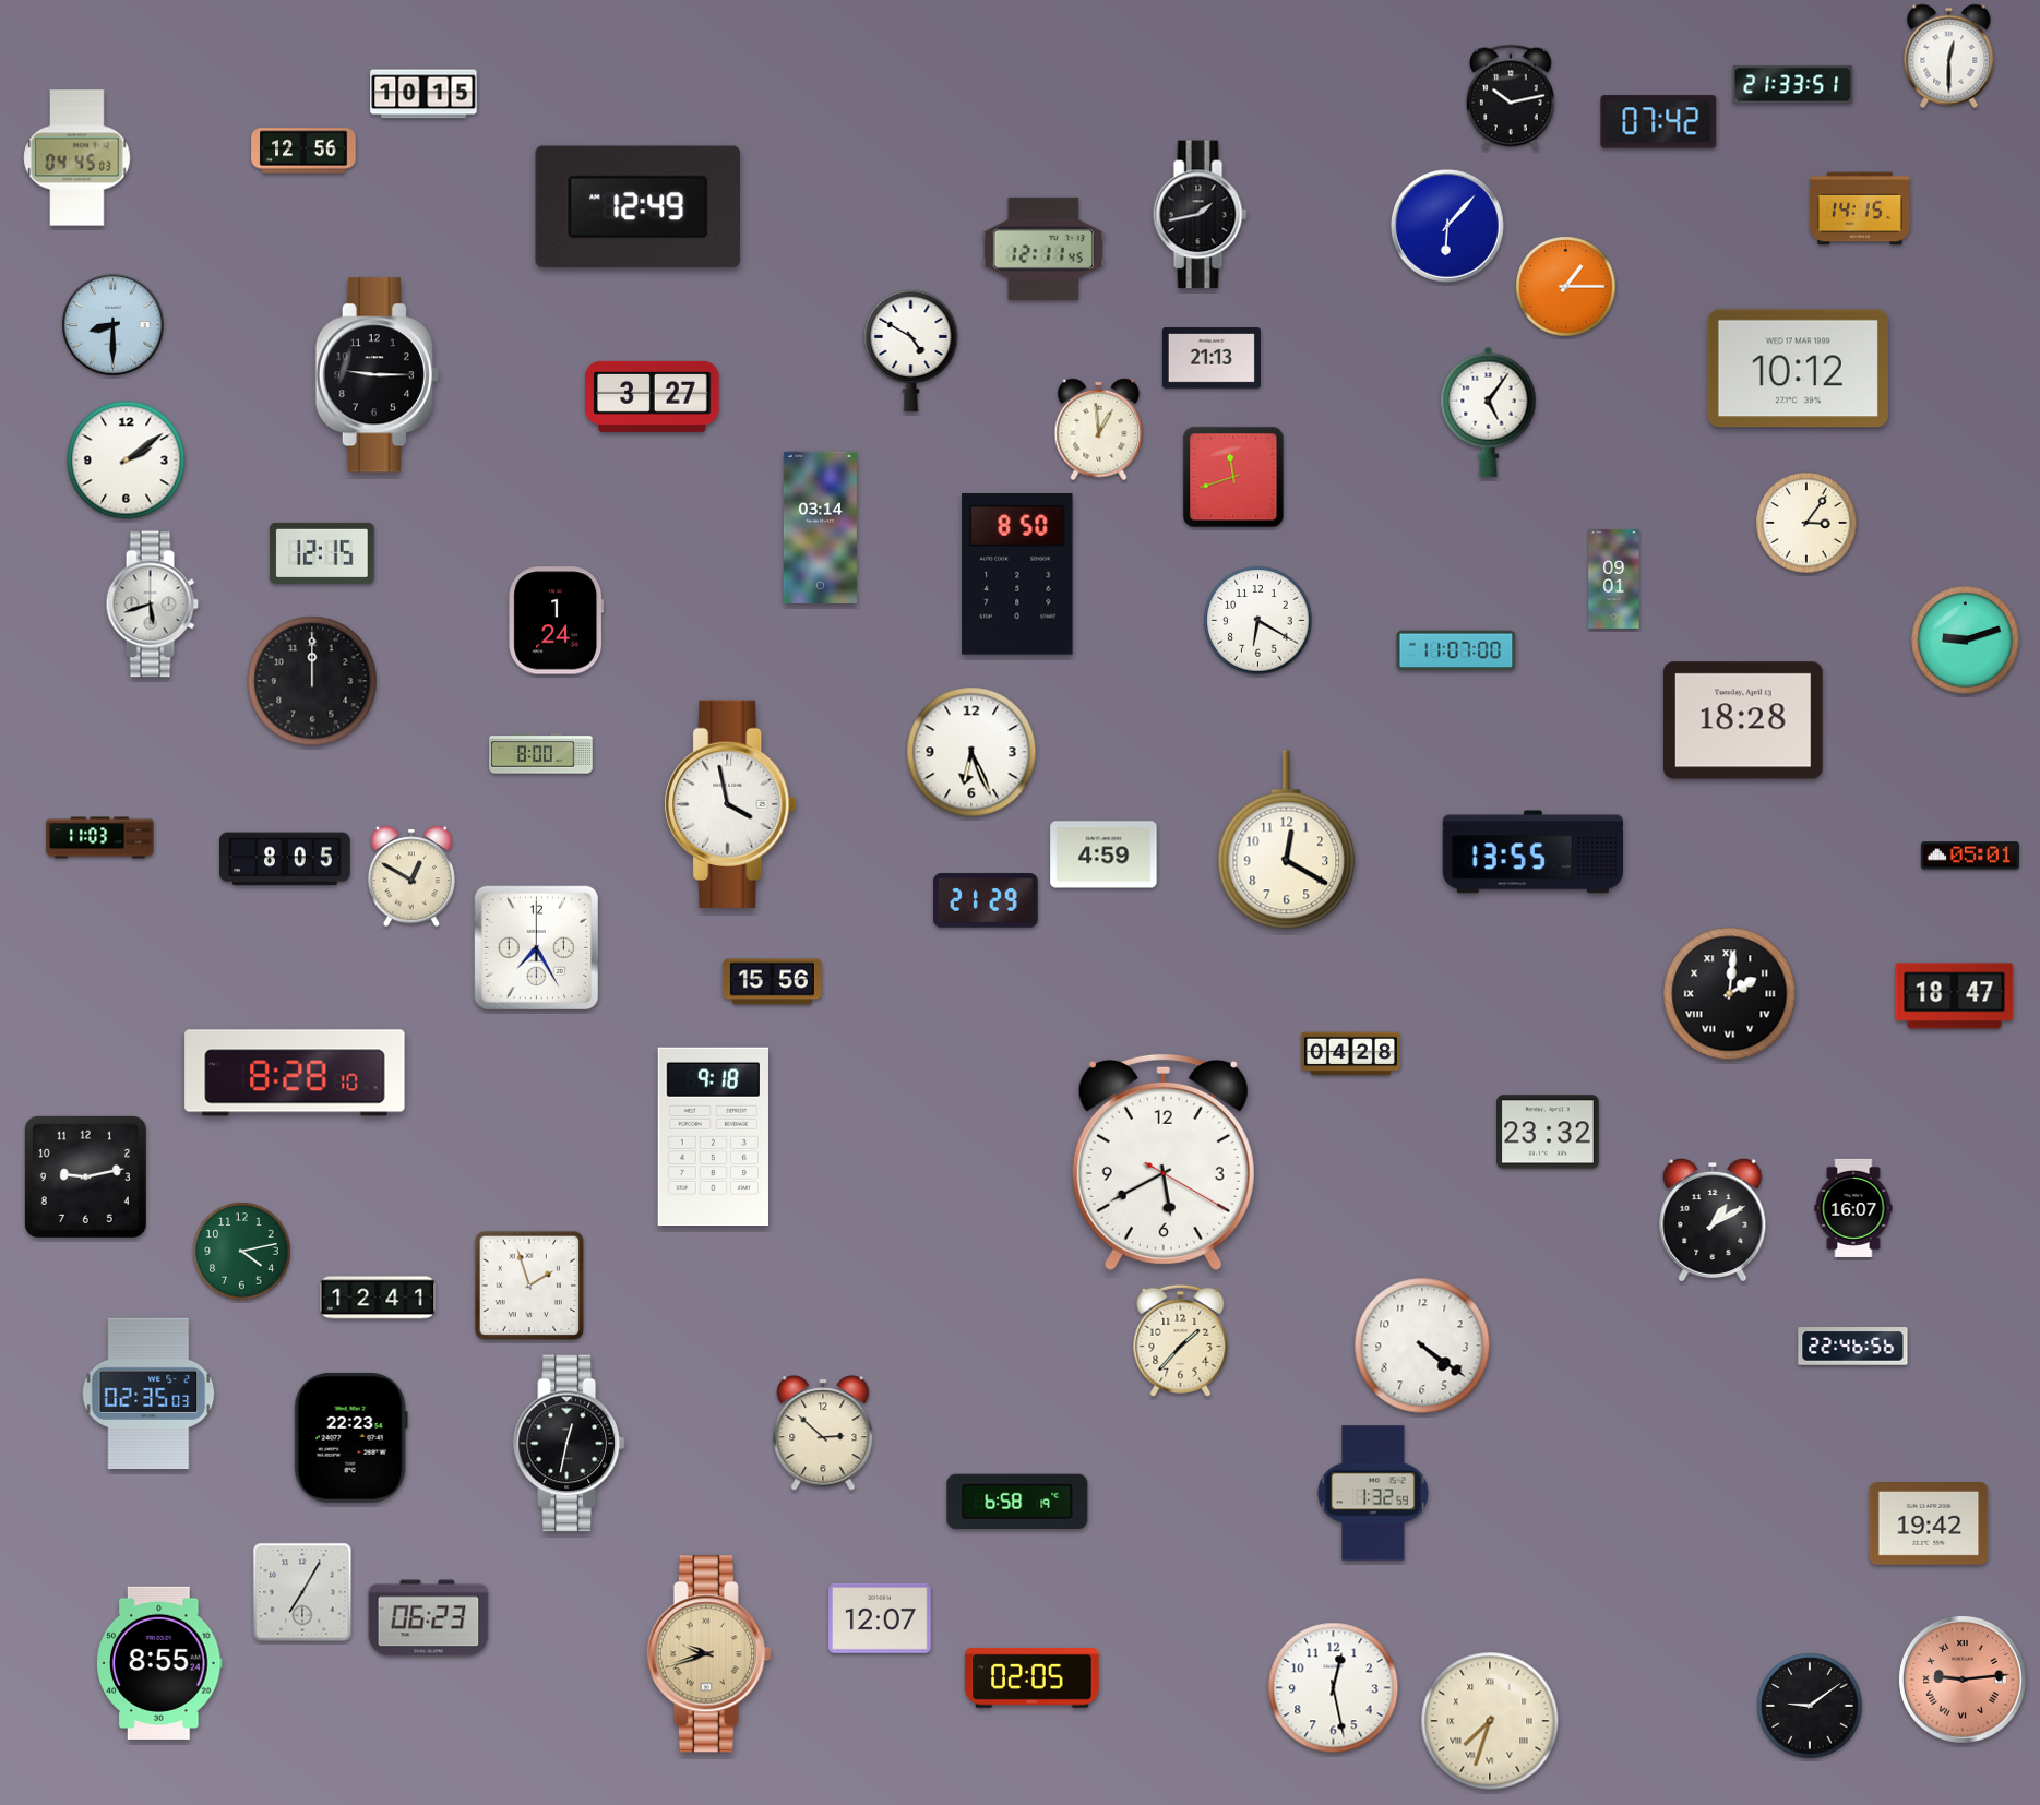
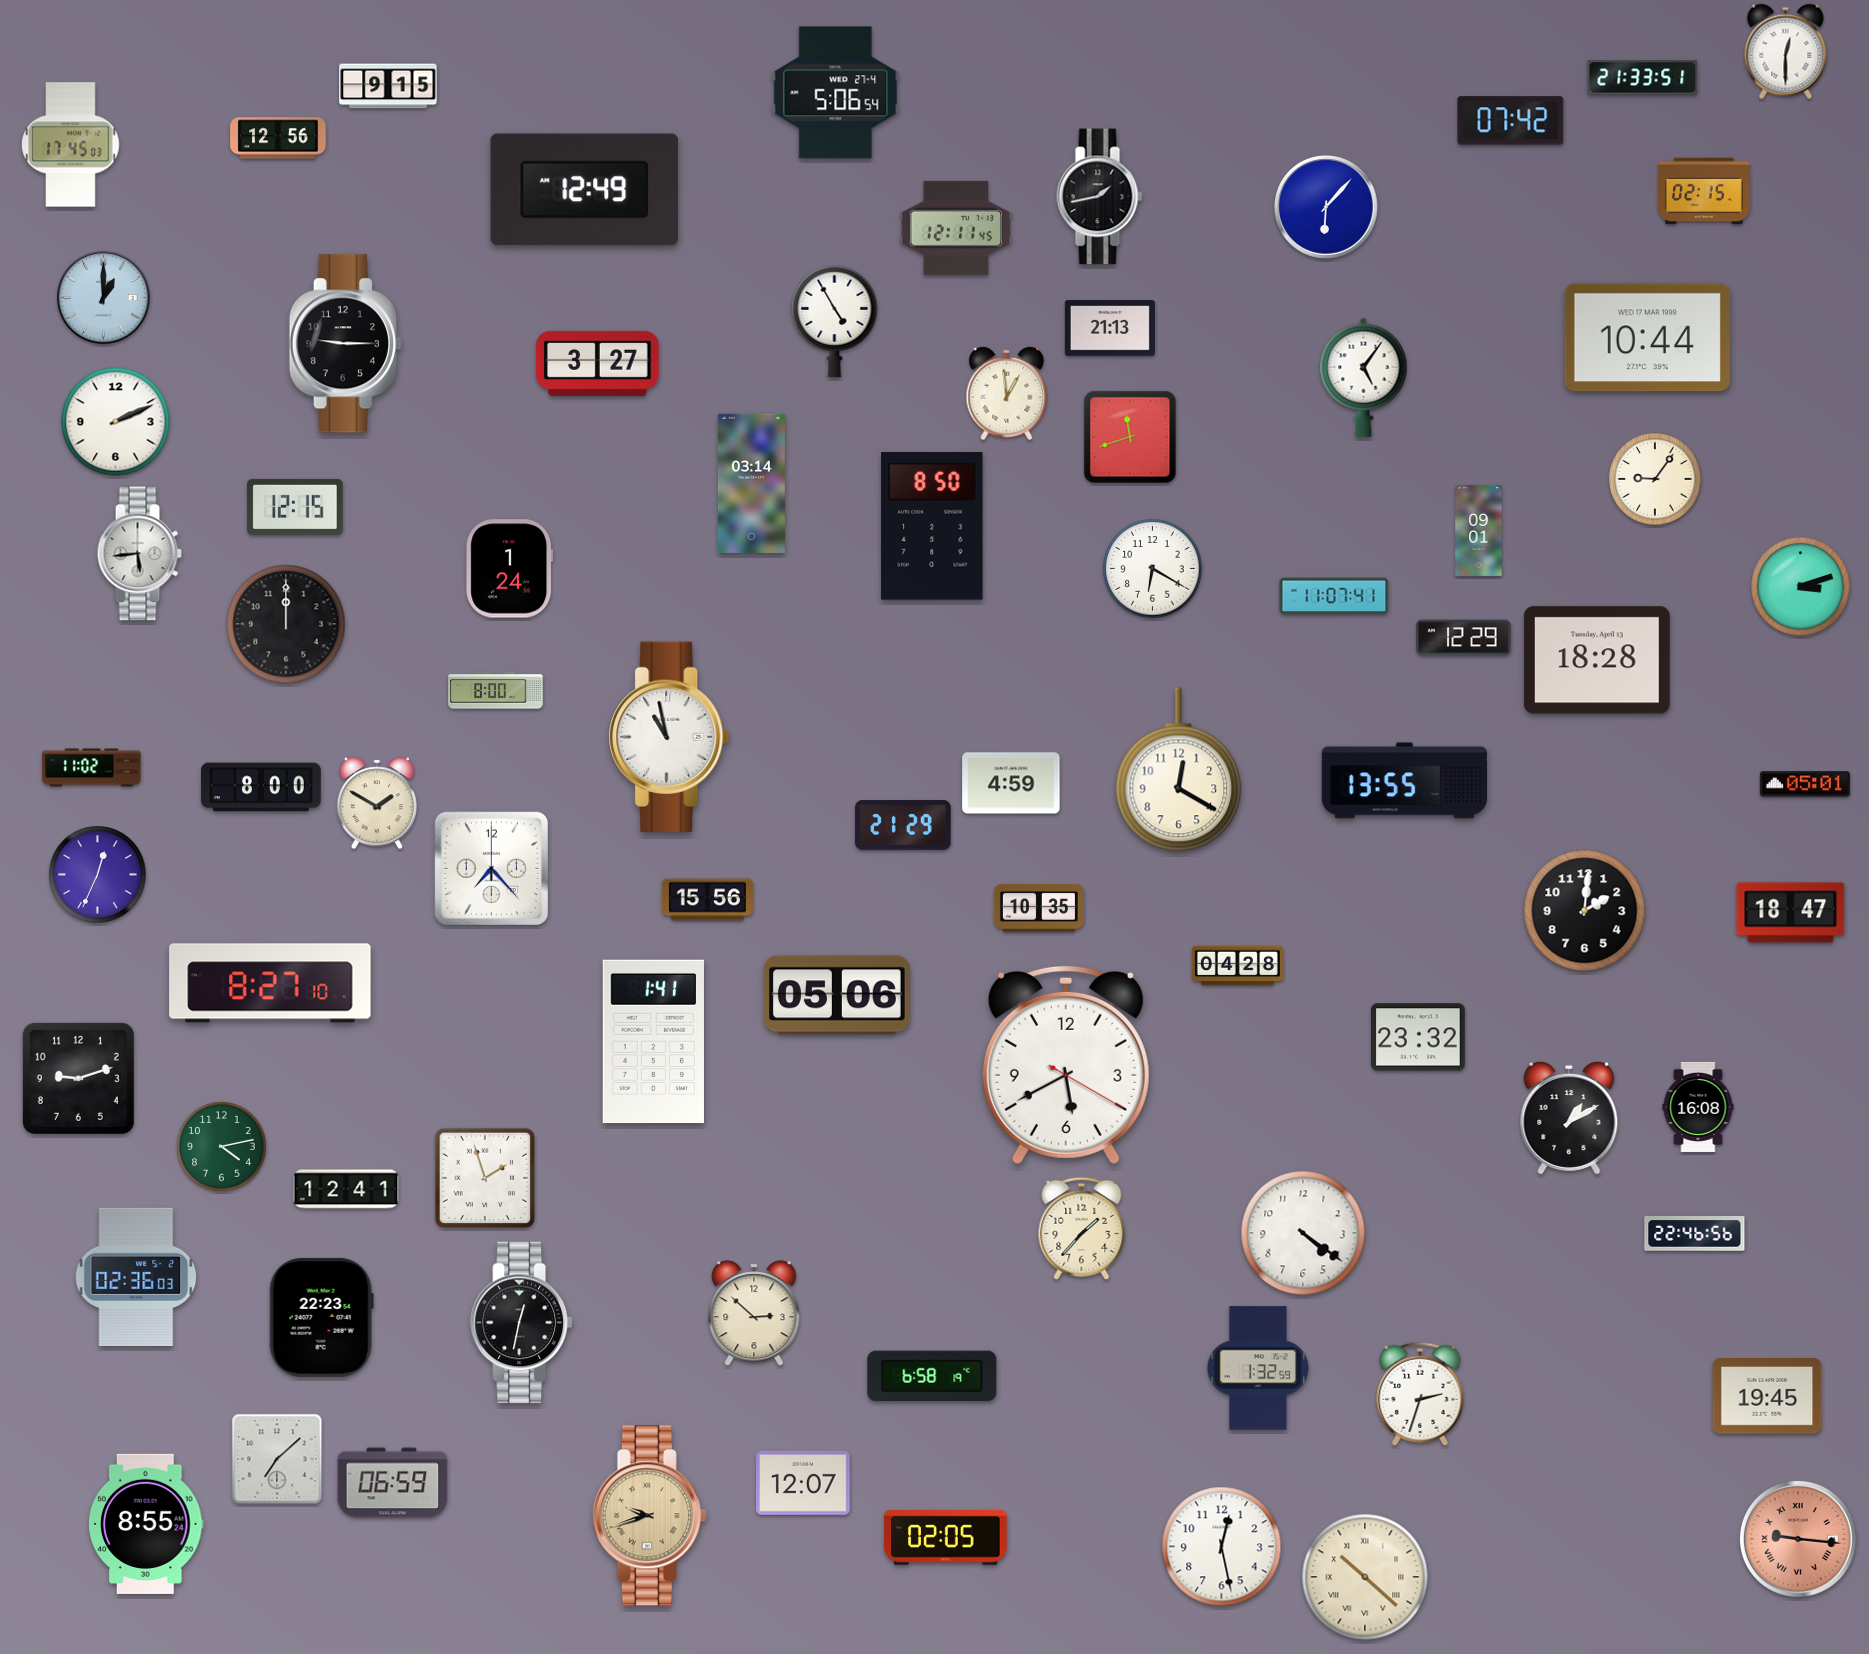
clock at (423, 94): 10:15 -> 9:15
clock at (1511, 97): 10:13 -> none
clock at (836, 93): none -> 5:06
clock at (1659, 122) position: (1659, 122) -> (1511, 121)
clock at (77, 158): 04:45 -> 17:45
clock at (1860, 208): 14:15 -> 02:15
clock at (1566, 287): 1:15 -> none
clock at (114, 325): 8:30 -> 1:00
clock at (911, 350): 4:50 -> 4:55
clock at (1798, 369): 10:12 -> 10:44
clock at (127, 461): 2:09 -> 2:11
clock at (1806, 523): 3:06 -> 9:06
clock at (152, 605): 5:42 -> 5:44
clock at (1966, 641): 9:12 -> 3:12
clock at (1456, 650): 11:07:00 -> 11:07:41
clock at (1464, 638): none -> 12:29
clock at (971, 752): 6:26 -> none
clock at (730, 804): 3:58 -> 10:58
clock at (100, 838): 11:03 -> 11:02
clock at (286, 859): 8:05 -> 8:00
clock at (410, 876): 12:50 -> 1:50
clock at (536, 947): 7:25 -> 7:23
clock at (98, 875): none -> 12:34
clock at (1039, 908): none -> 10:35
clock at (1730, 994) numerals: Roman -> Arabic
clock at (295, 1073): 8:28 -> 8:27
clock at (837, 995): none -> 05:06
clock at (713, 1137): 9:18 -> 1:41
clock at (85, 1176): 9:13 -> 9:12
clock at (1853, 1208): 16:07 -> 16:08
clock at (1853, 1347) position: (1853, 1347) -> (1695, 1234)
clock at (148, 1394): 02:35 -> 02:36
clock at (1420, 1394): none -> 2:33
clock at (1929, 1525): 19:42 -> 19:45
clock at (302, 1592): 7:05 -> 7:08
clock at (429, 1618): 06:23 -> 06:59
clock at (881, 1618) position: (881, 1618) -> (804, 1483)
clock at (1963, 1680): 9:14 -> 9:16
clock at (1810, 1706): 9:09 -> none
clock at (1490, 1721): 7:33 -> 10:22
